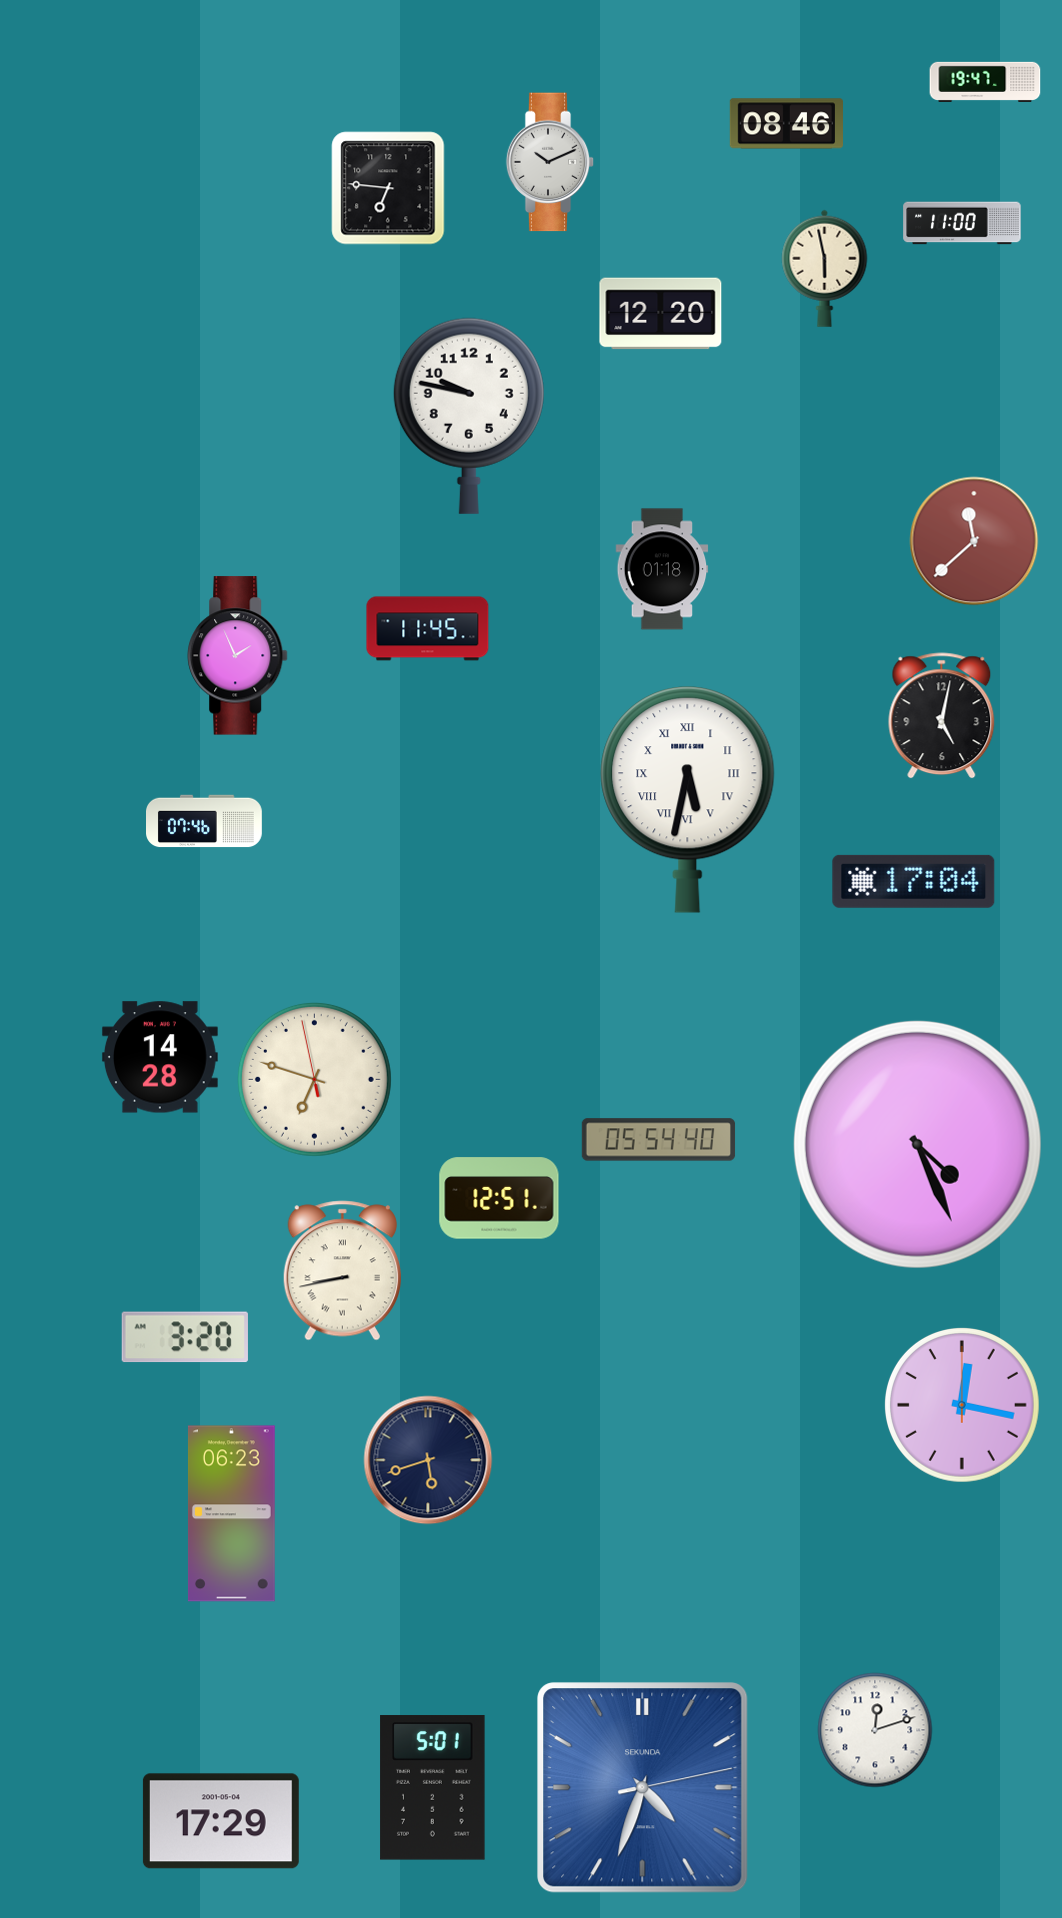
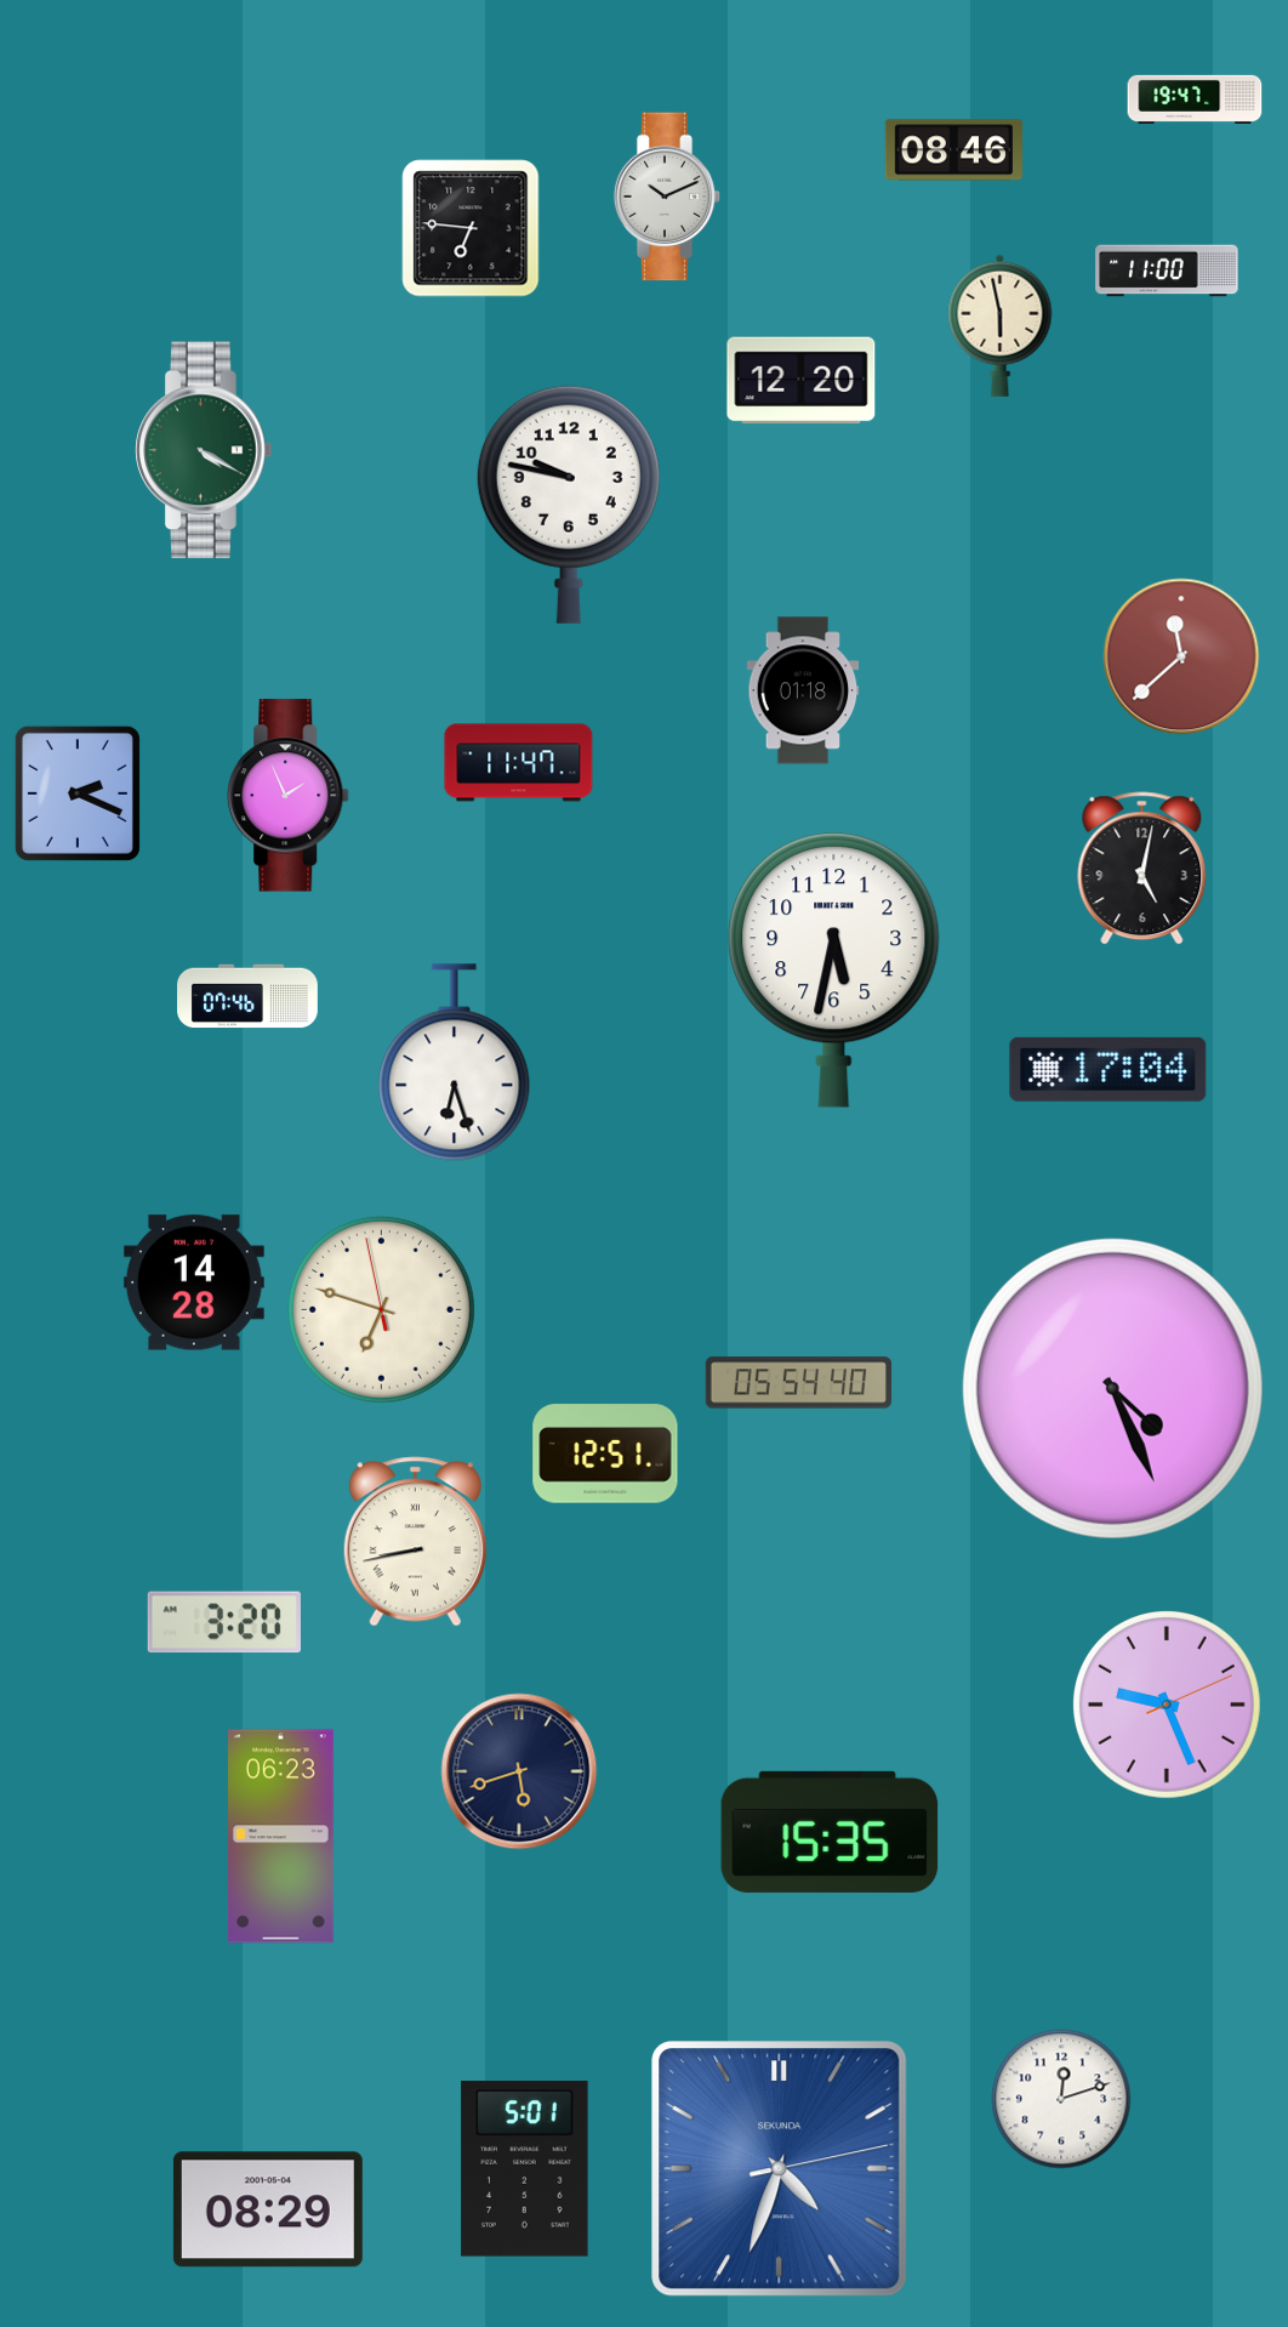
clock at (204, 450): none -> 4:20
clock at (428, 629): 11:45 -> 11:47
clock at (78, 793): none -> 2:19
clock at (688, 800) numerals: Roman -> Arabic
clock at (455, 1063): none -> 6:27
clock at (962, 1405): 12:17 -> 9:26
clock at (830, 1832): none -> 15:35
clock at (221, 1821): 17:29 -> 08:29
